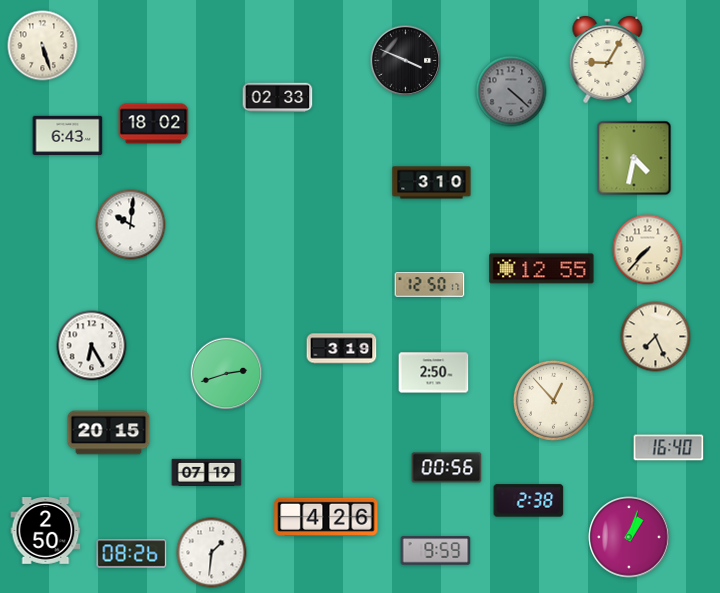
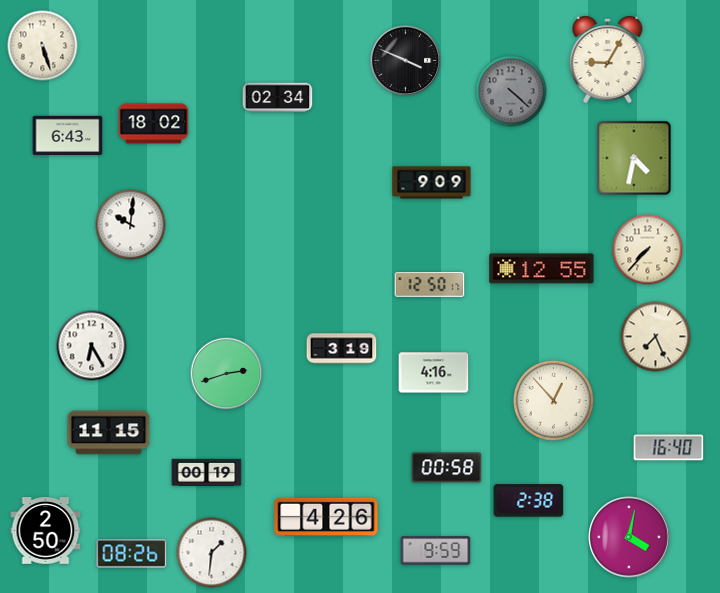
clock at (278, 98): 02:33 -> 02:34
clock at (432, 183): 3:10 -> 9:09
clock at (434, 373): 2:50 -> 4:16
clock at (109, 433): 20:15 -> 11:15
clock at (447, 468): 00:56 -> 00:58
clock at (207, 472): 07:19 -> 00:19
clock at (629, 537): 1:03 -> 4:02
